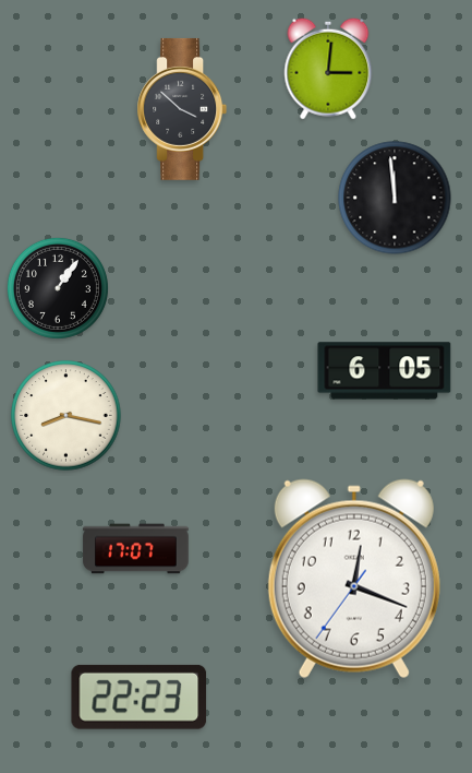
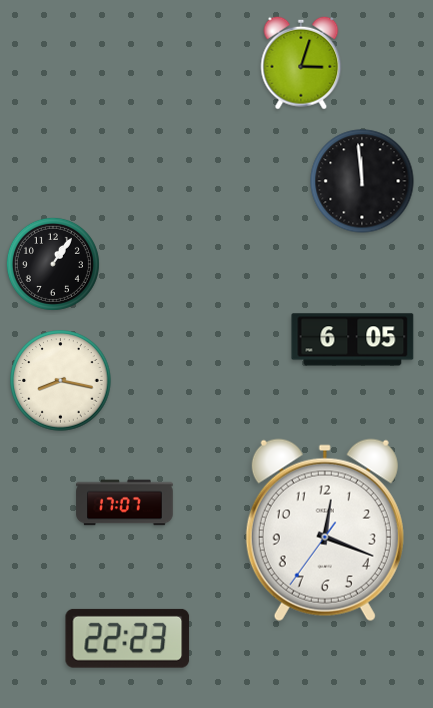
clock at (328, 69): 3:01 -> 3:03
clock at (182, 109): 3:52 -> none
